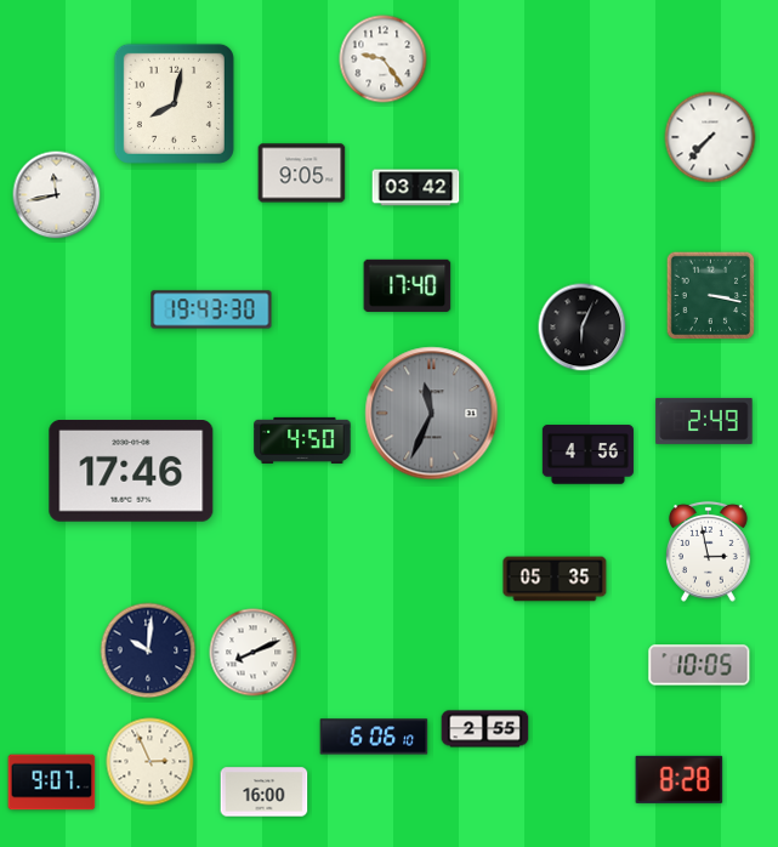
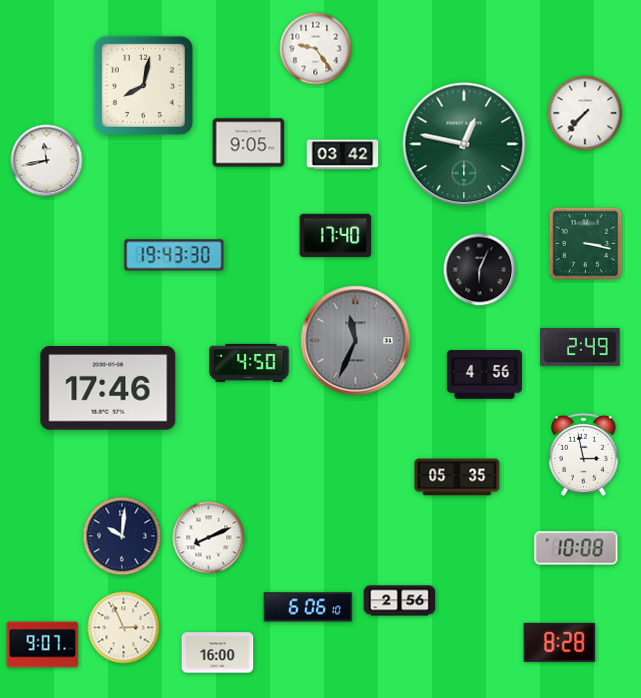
clock at (464, 144): none -> 12:47
clock at (699, 665): 10:05 -> 10:08
clock at (485, 729): 2:55 -> 2:56
